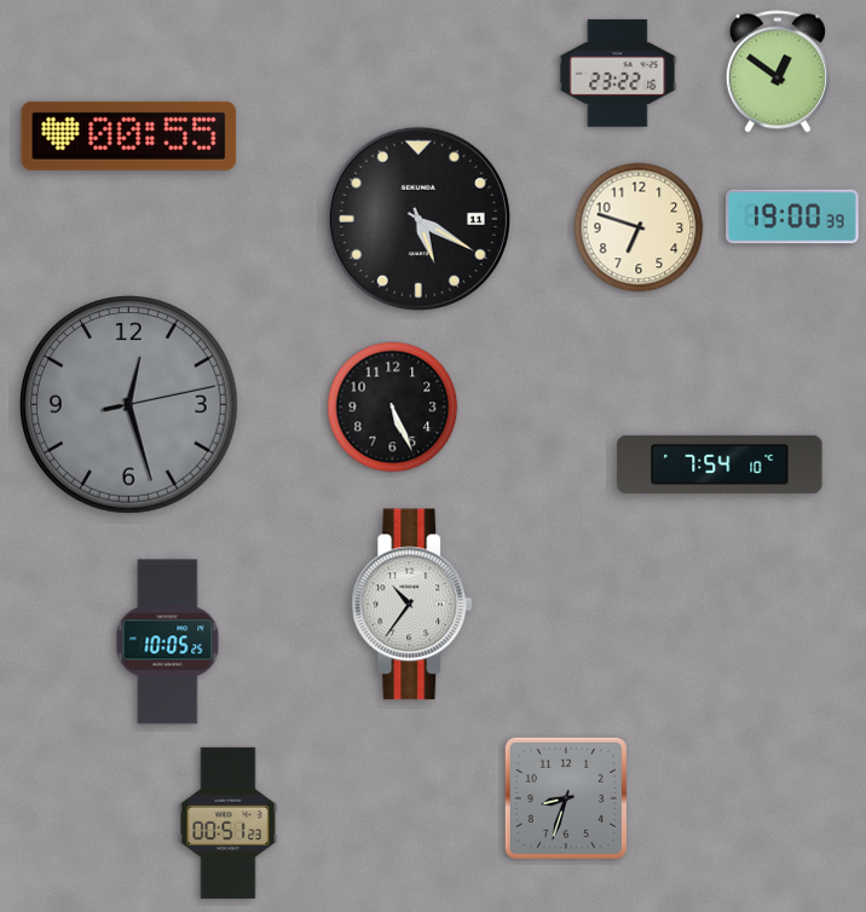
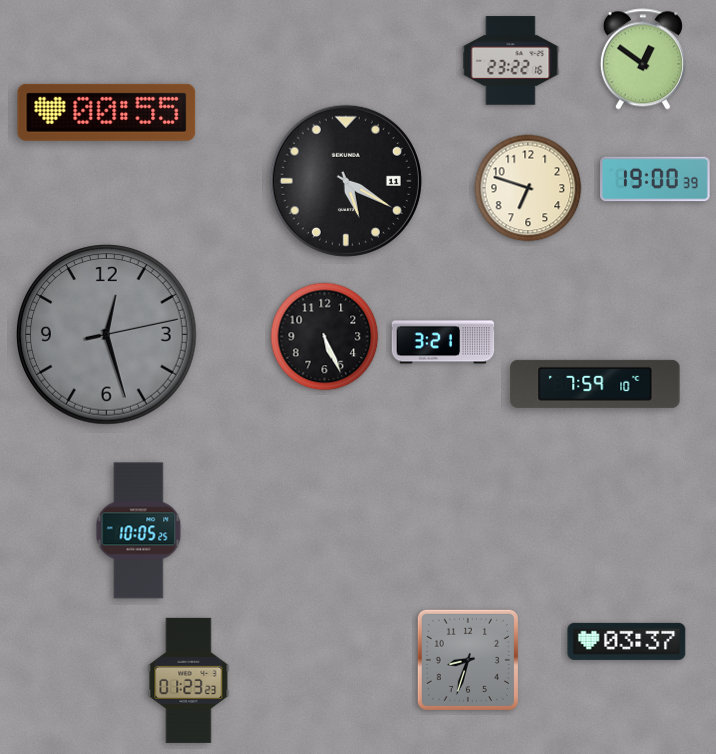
clock at (443, 342): none -> 3:21
clock at (720, 464): 7:54 -> 7:59
clock at (412, 605): 10:36 -> none
clock at (627, 641): none -> 03:37
clock at (229, 822): 00:51 -> 01:23
